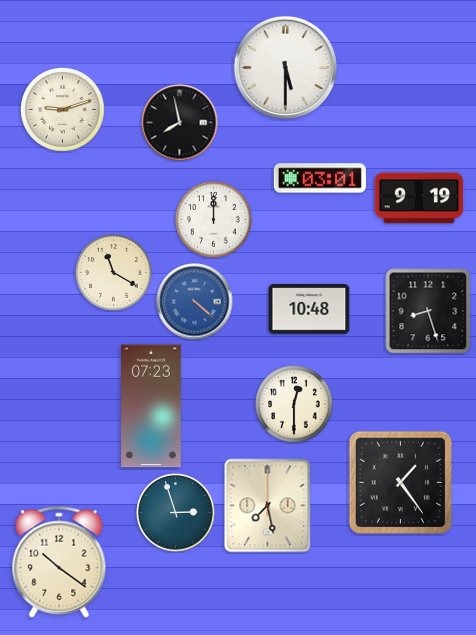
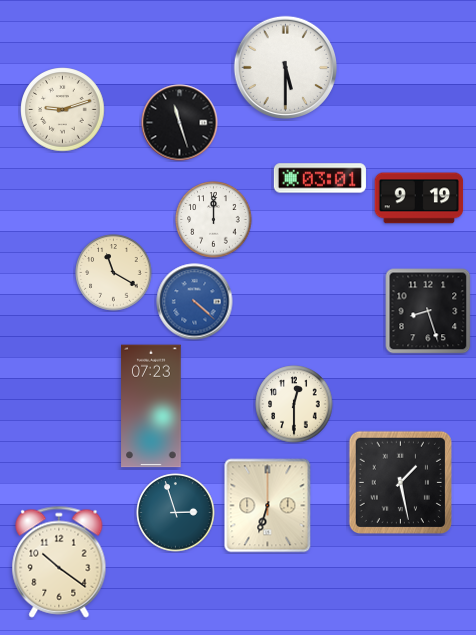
clock at (180, 123): 7:58 -> 11:27
clock at (309, 309): 10:48 -> none
clock at (400, 482): 1:24 -> 1:28
clock at (268, 506): 7:28 -> 6:33
